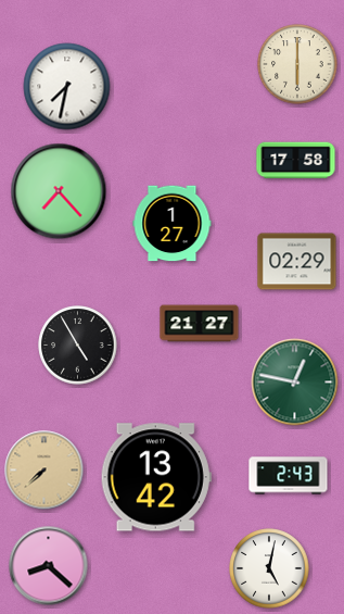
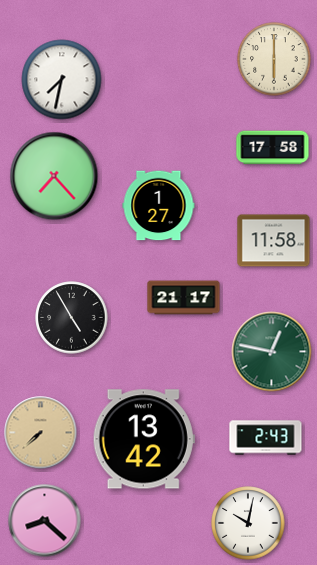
clock at (297, 262): 02:29 -> 11:58
clock at (200, 324): 21:27 -> 21:17
clock at (269, 568): 5:02 -> 10:02
